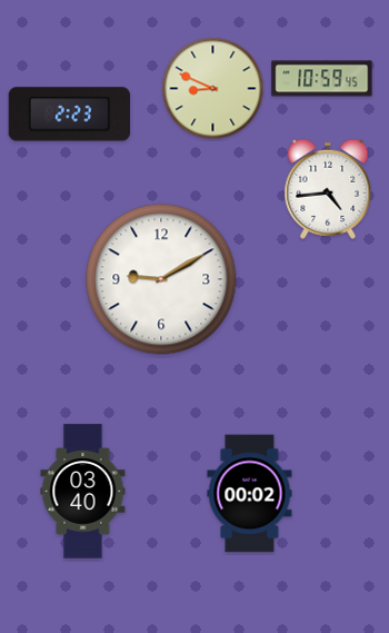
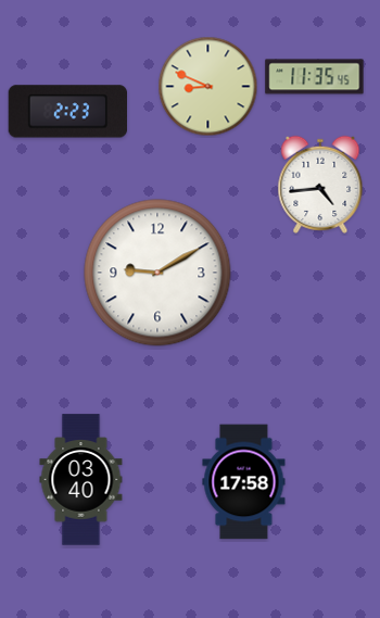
clock at (322, 79): 10:59 -> 11:35
clock at (250, 494): 00:02 -> 17:58
